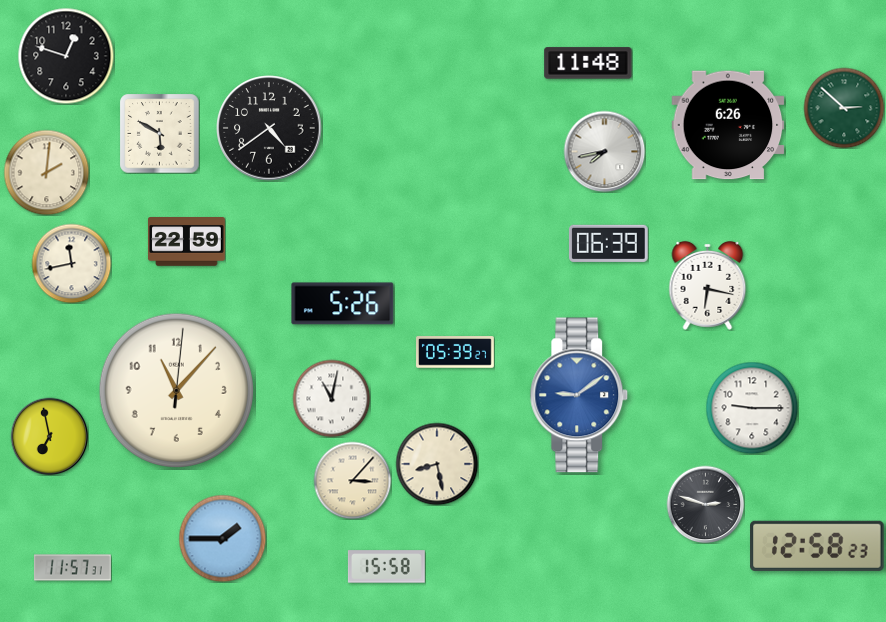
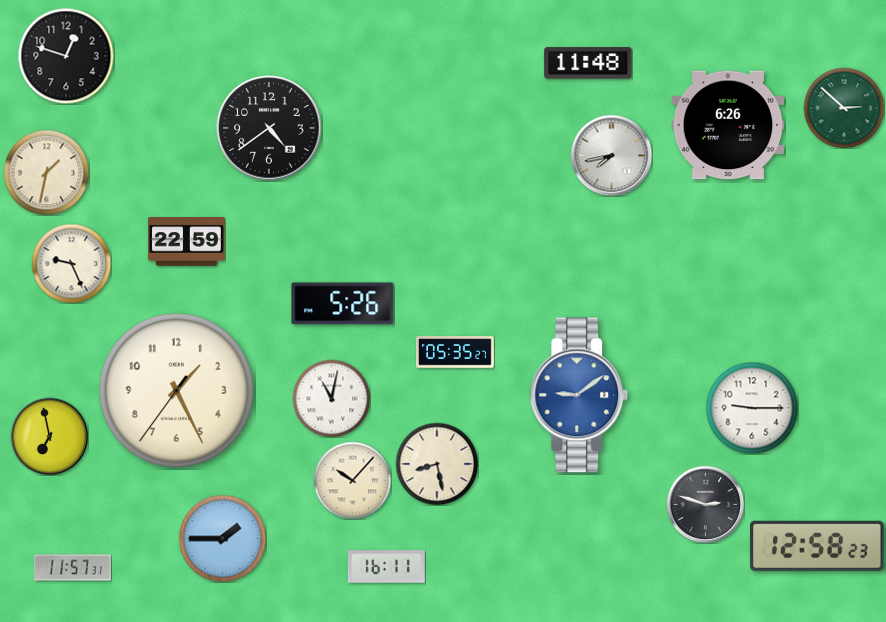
clock at (159, 133): 5:50 -> none
clock at (604, 151) position: (604, 151) -> (611, 155)
clock at (46, 172): 2:01 -> 1:32
clock at (608, 243): 06:39 -> none
clock at (71, 263): 11:43 -> 9:26
clock at (708, 285): 6:17 -> none
clock at (456, 352): 05:39 -> 05:35
clock at (176, 390): 11:07 -> 1:25
clock at (352, 480): 3:07 -> 10:07
clock at (386, 567): 15:58 -> 16:11
